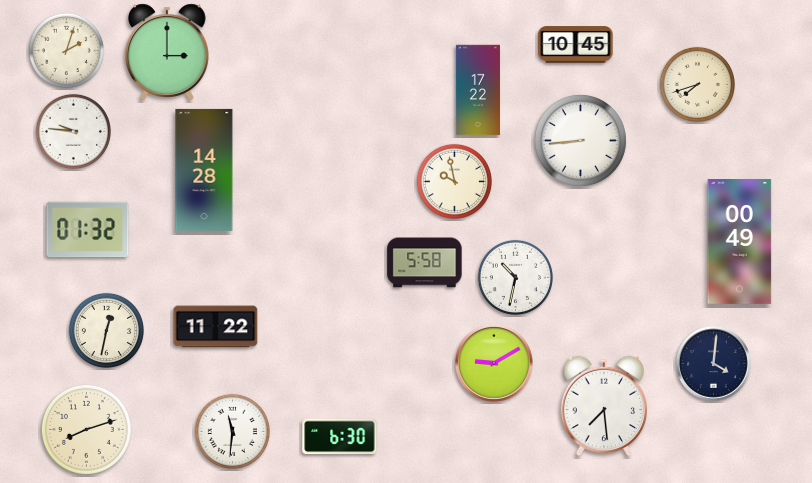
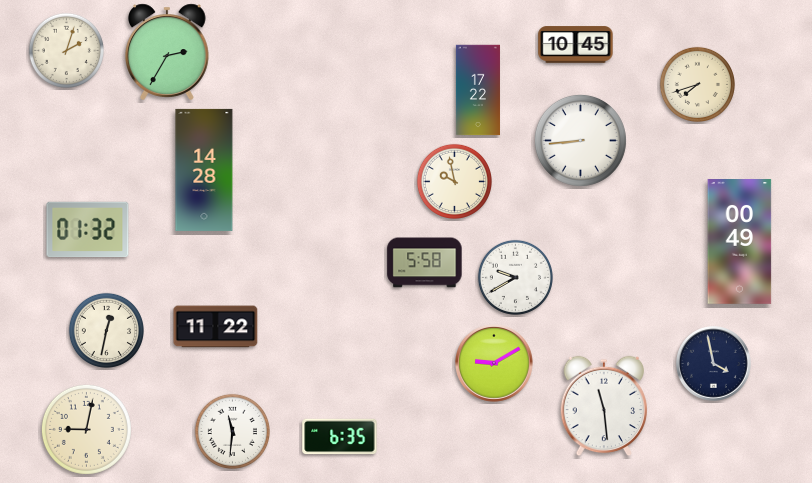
clock at (167, 52): 3:00 -> 2:35
clock at (73, 131): 9:46 -> none
clock at (515, 277): 10:32 -> 9:40
clock at (714, 364): 4:01 -> 3:58
clock at (604, 406): 7:29 -> 11:29
clock at (86, 429): 8:12 -> 9:02
clock at (340, 437): 6:30 -> 6:35
